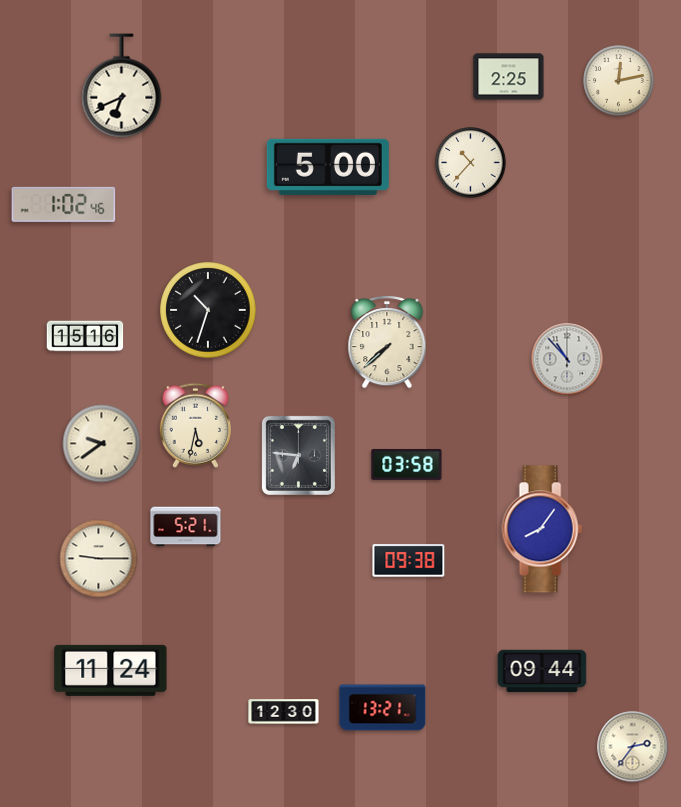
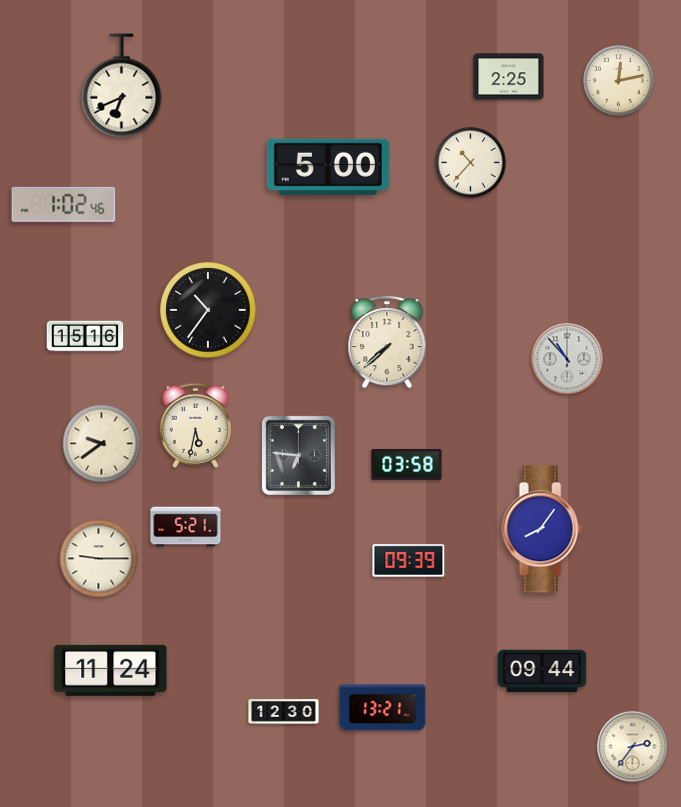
clock at (208, 310): 10:33 -> 10:36
clock at (409, 561): 09:38 -> 09:39
